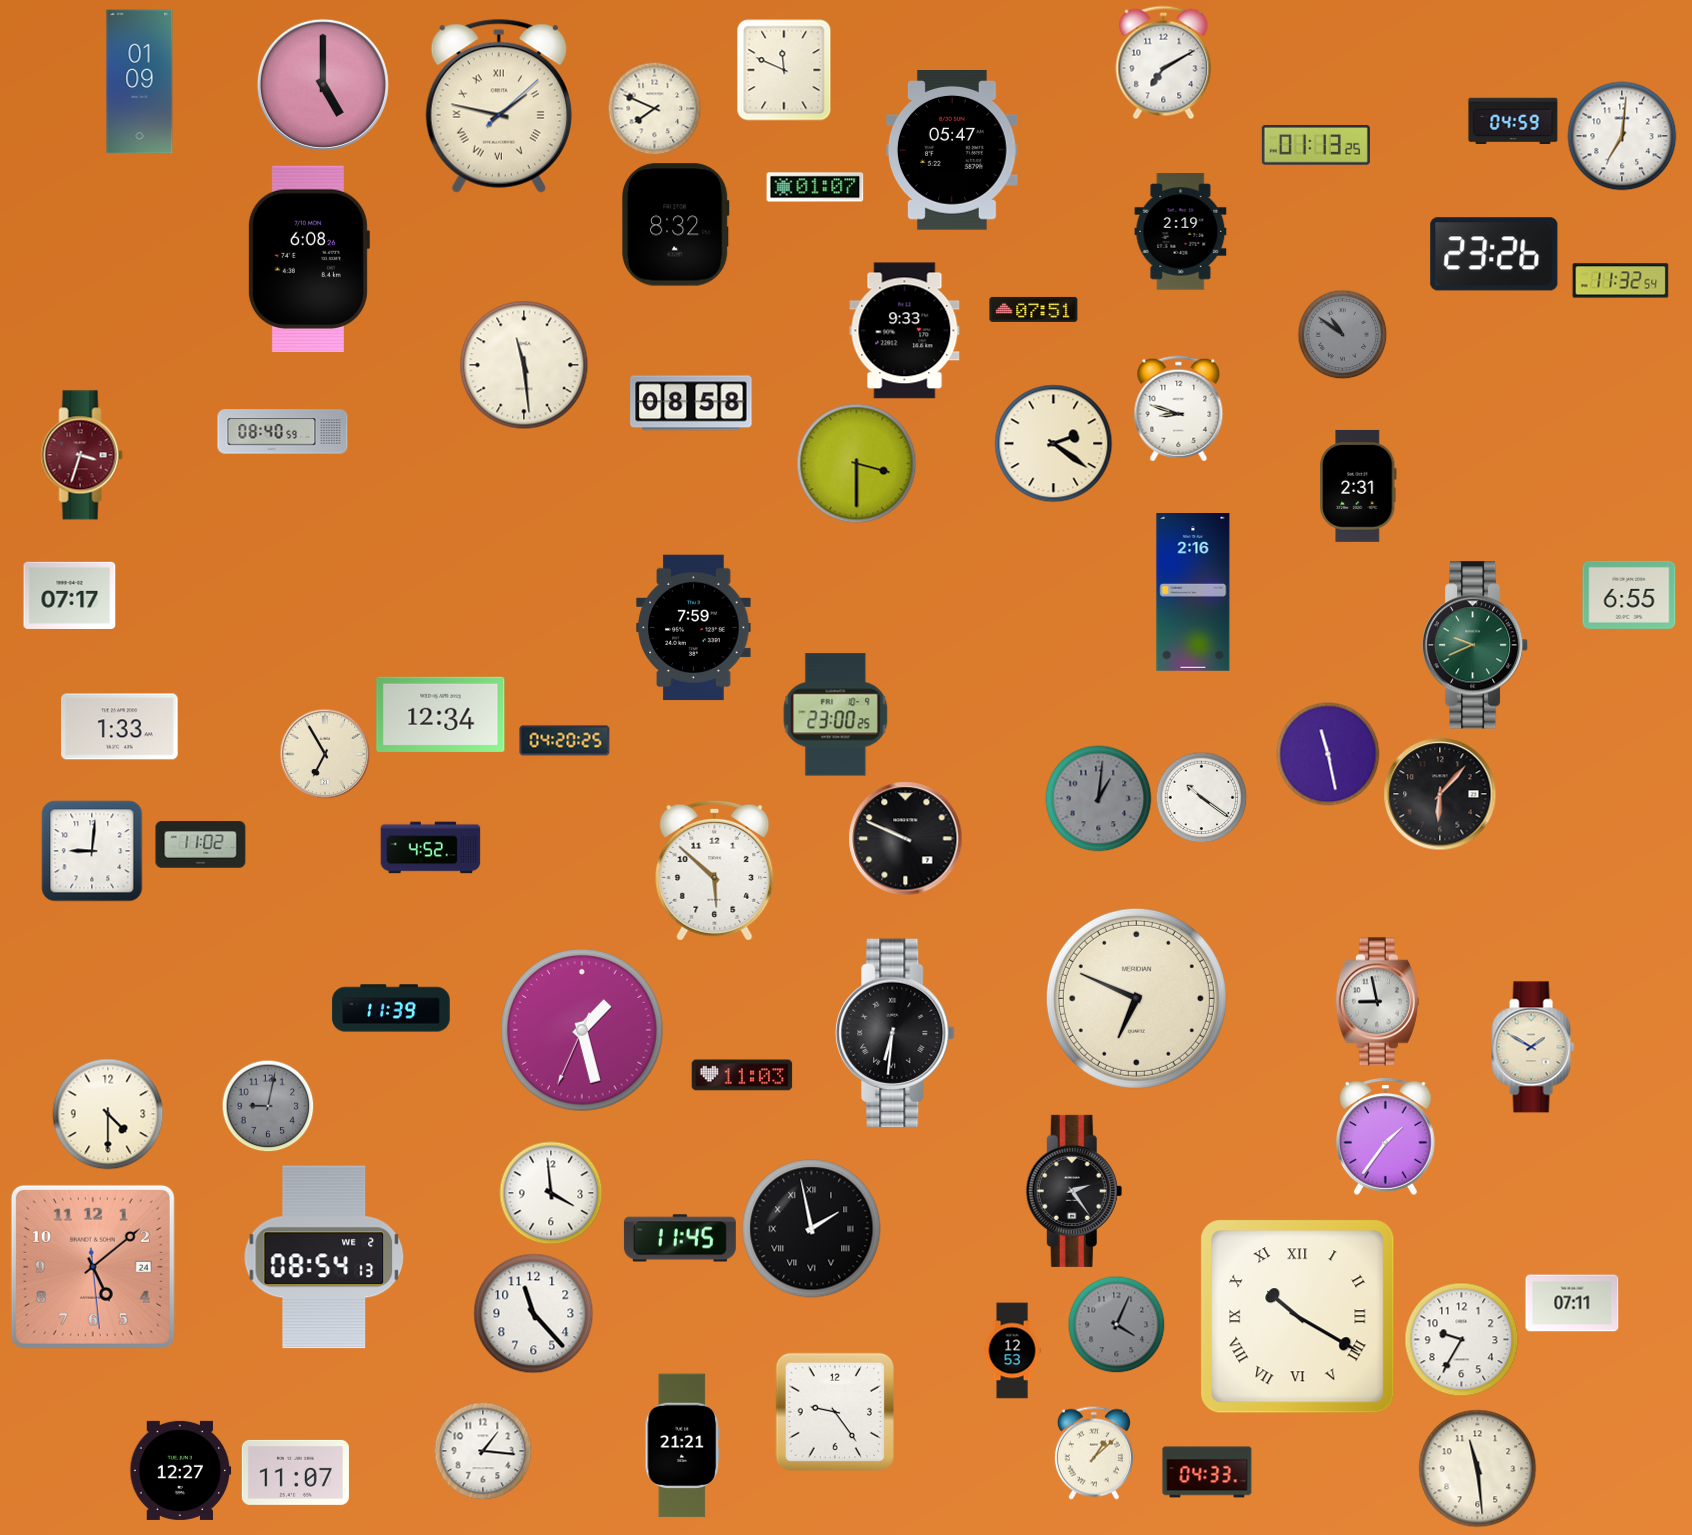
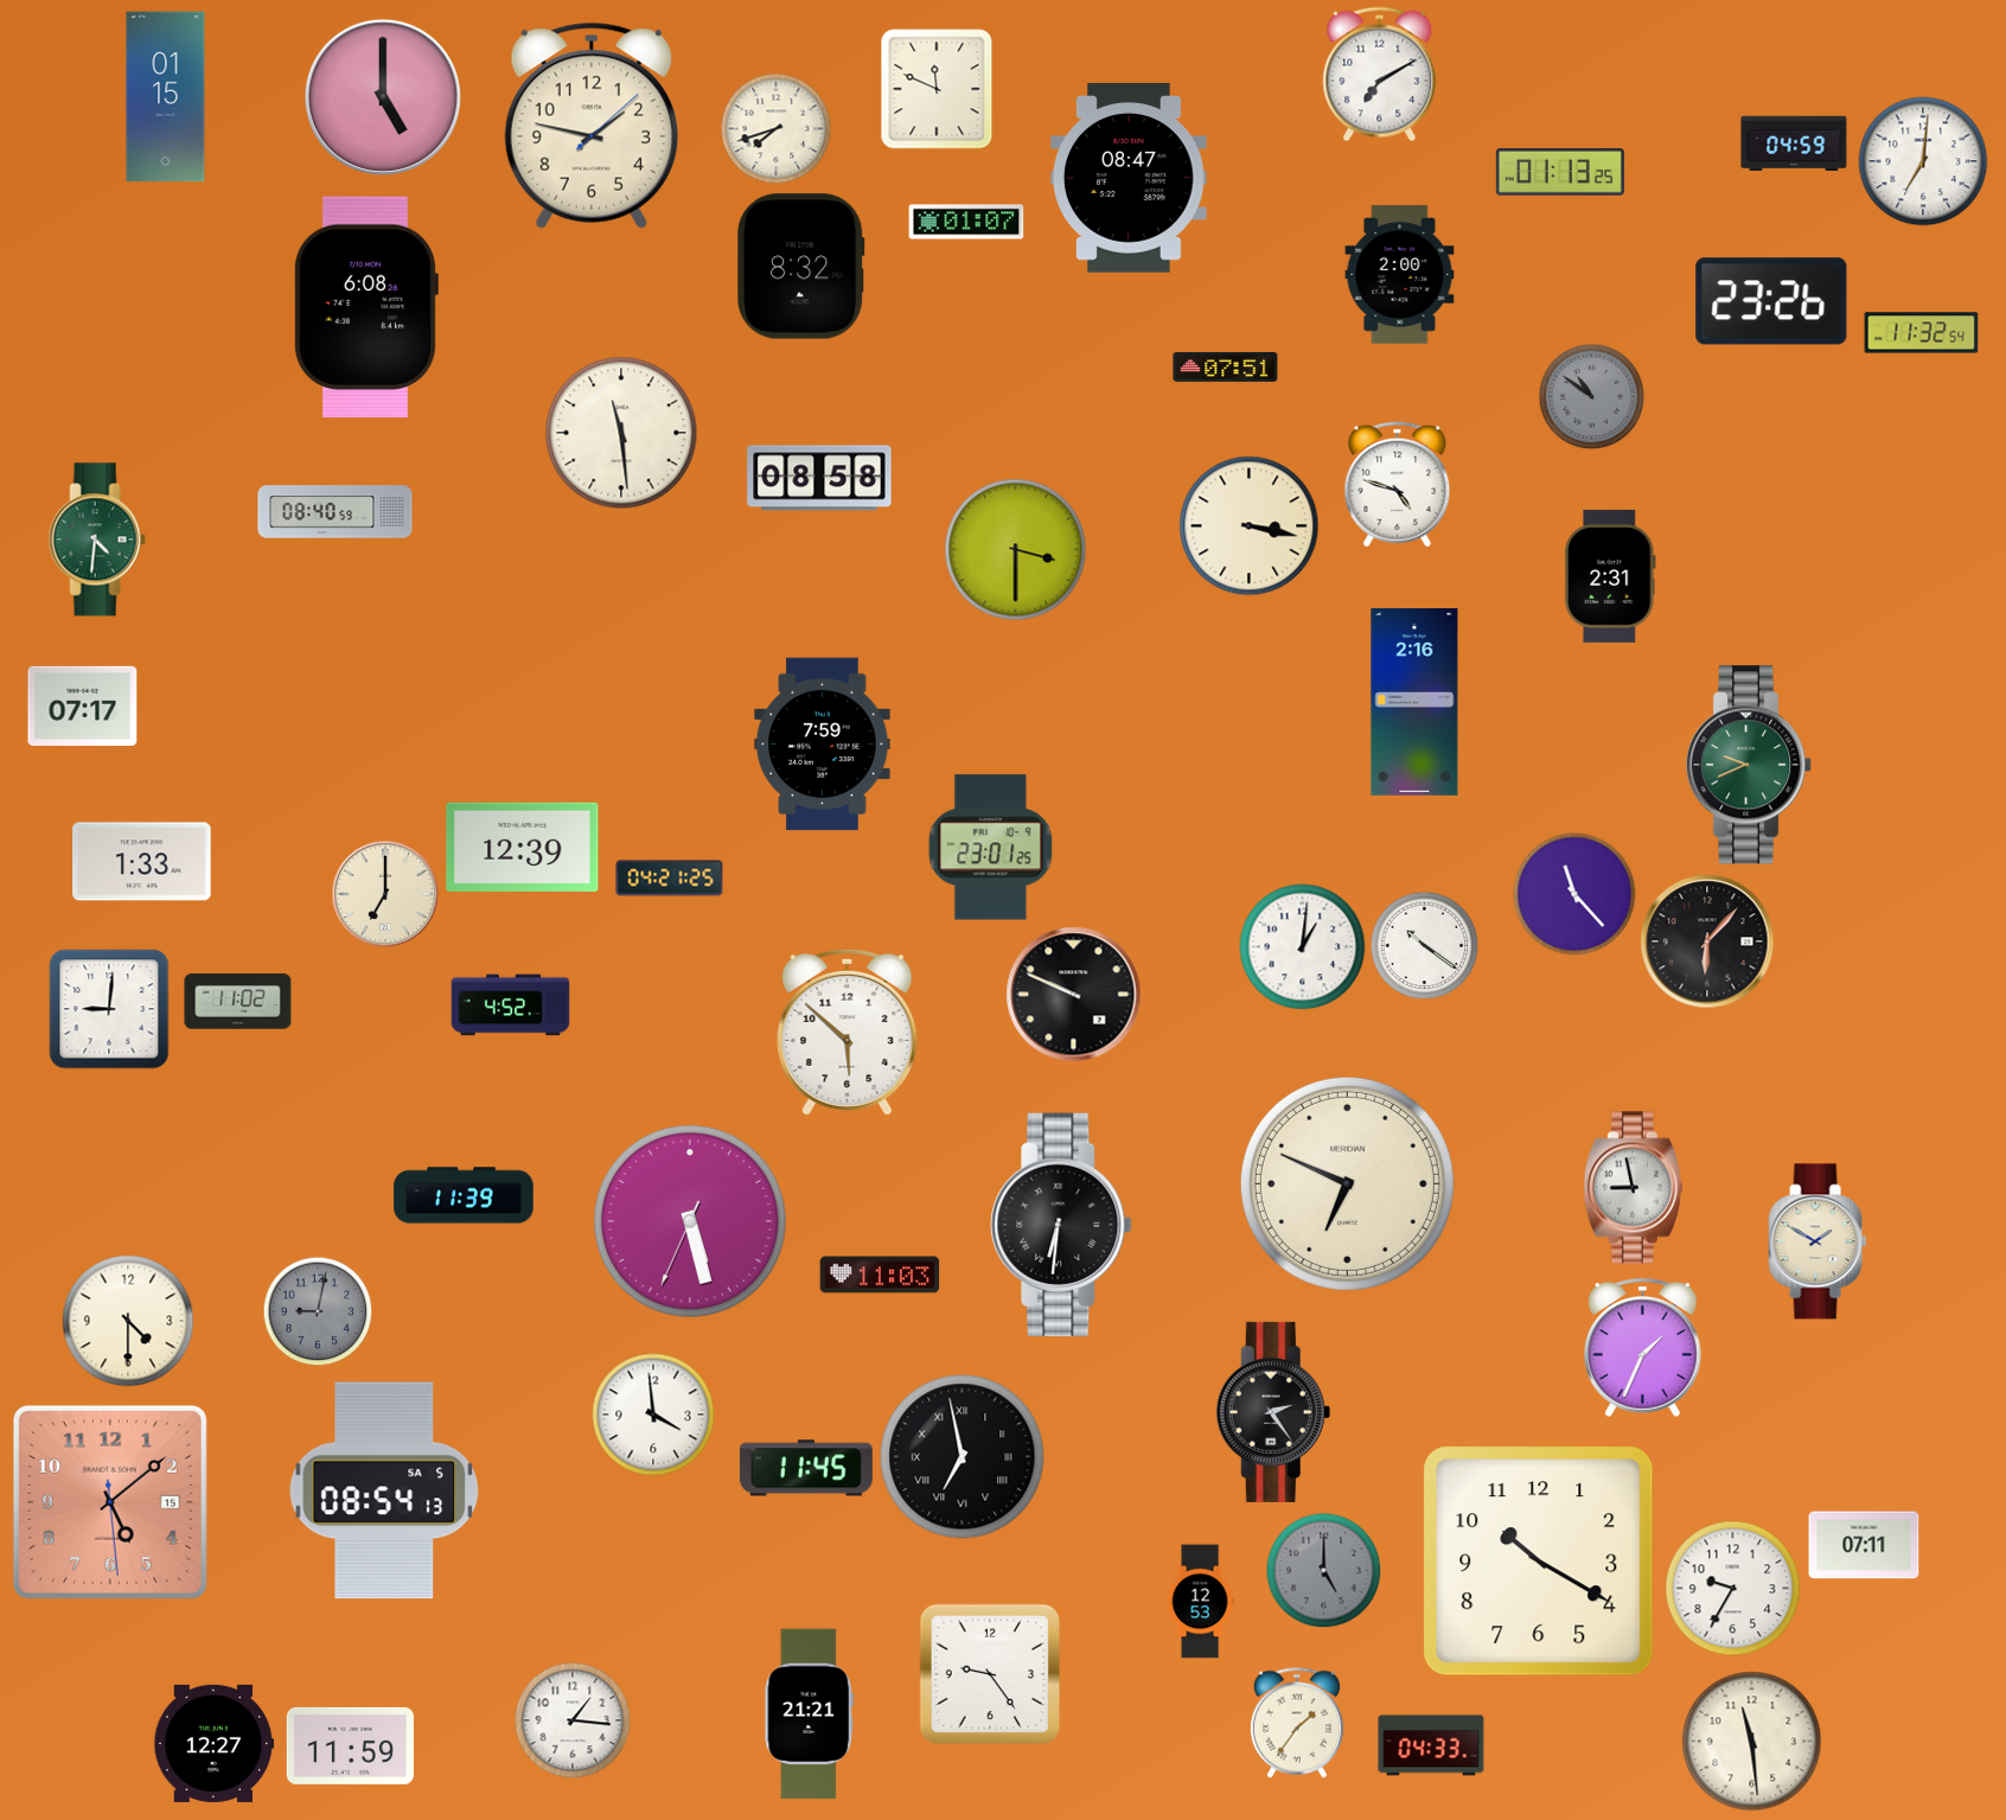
clock at (784, 70) position: (784, 70) -> (937, 89)
clock at (140, 82): 01:09 -> 01:15
clock at (323, 85) position: (323, 85) -> (383, 97)
clock at (499, 106) numerals: Roman -> Arabic
clock at (654, 108): 7:49 -> 7:42
clock at (953, 151): 05:47 -> 08:47
clock at (1181, 232): 2:19 -> 2:00
clock at (905, 331): 9:33 -> none
clock at (1179, 409): 8:48 -> 4:48
clock at (1054, 444): 2:21 -> 3:17
clock at (82, 455): 3:33 -> 4:31
clock at (82, 455) dial: burgundy -> green
clock at (1629, 595): 6:55 -> none
clock at (441, 714): 12:34 -> 12:39
clock at (836, 715): 23:00 -> 23:01
clock at (565, 741): 04:20 -> 04:21
clock at (325, 754): 6:55 -> 7:00
clock at (1328, 754): 11:28 -> 11:23
clock at (1099, 799) dial: grey -> white
clock at (583, 1031): 1:27 -> 5:27
clock at (1386, 1136): 1:36 -> 1:34
clock at (812, 1229): 1:58 -> 6:58
clock at (324, 1257) date: WE 2 -> SA 5
clock at (93, 1267) date: 24 -> 15
clock at (534, 1314): 11:23 -> none
clock at (1298, 1317) numerals: Roman -> Arabic
clock at (1116, 1324): 4:04 -> 5:00
clock at (1094, 1453): 1:08 -> 1:36
clock at (295, 1472): 11:07 -> 11:59
